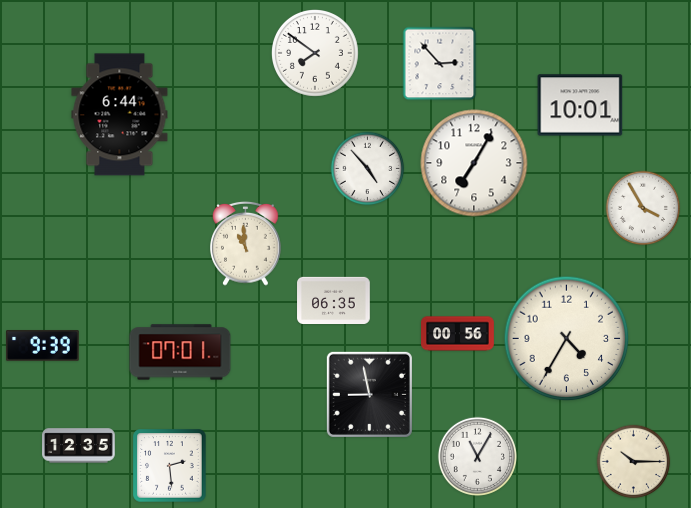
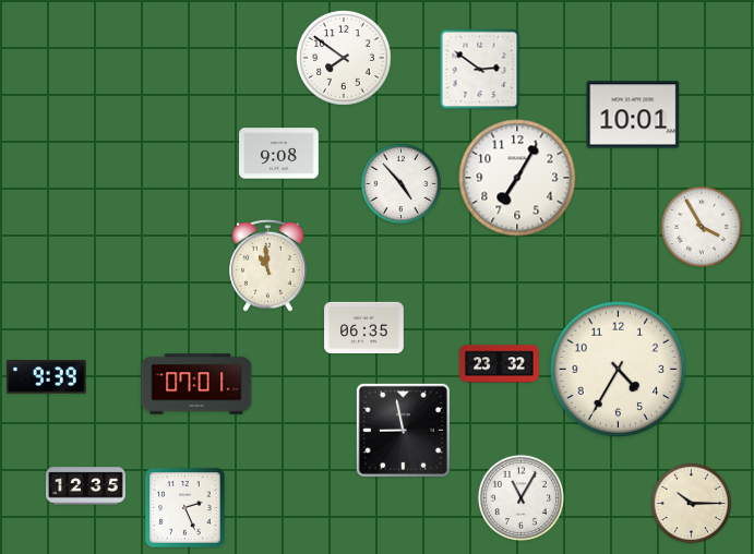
clock at (440, 64): 2:53 -> 2:51
clock at (120, 115): 6:44 -> none
clock at (279, 154): none -> 9:08
clock at (458, 334): 00:56 -> 23:32
clock at (170, 466): 2:29 -> 2:26
